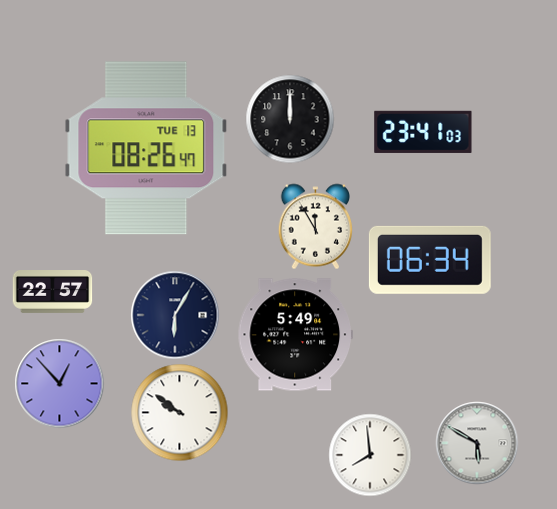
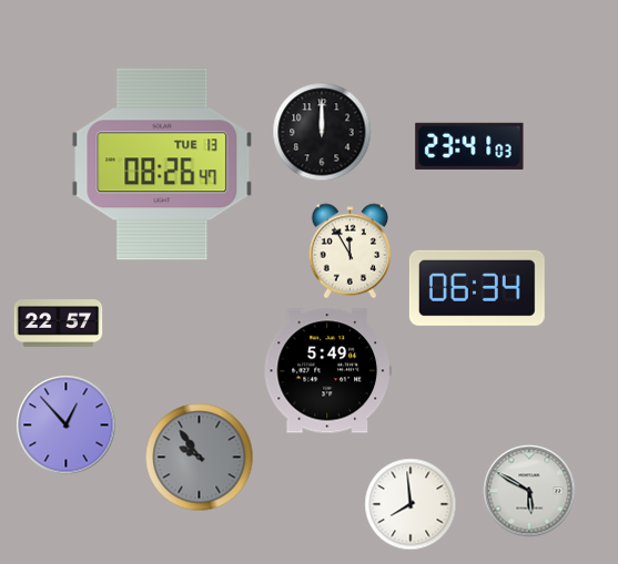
clock at (175, 315): 6:05 -> none
clock at (180, 413): 9:51 -> 9:54
clock at (180, 413) dial: white -> grey
